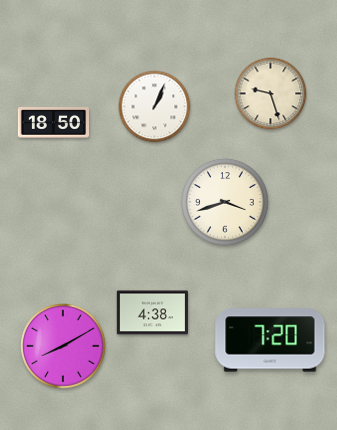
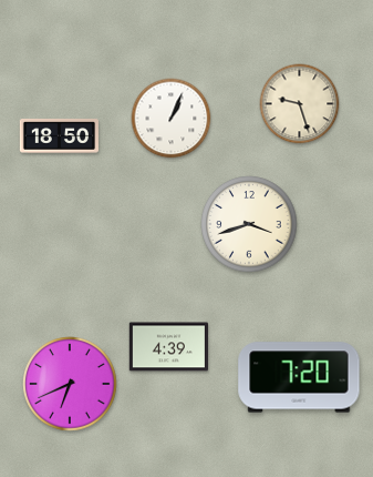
clock at (152, 313): 4:38 -> 4:39
clock at (63, 346): 8:10 -> 6:41
